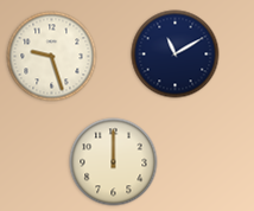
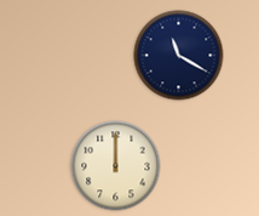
clock at (176, 55): 11:10 -> 11:20
clock at (52, 57): 9:27 -> none
